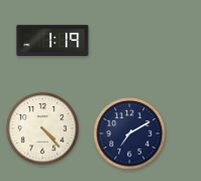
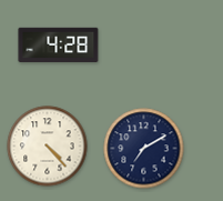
clock at (53, 40): 1:19 -> 4:28
clock at (43, 129) position: (43, 129) -> (48, 147)
